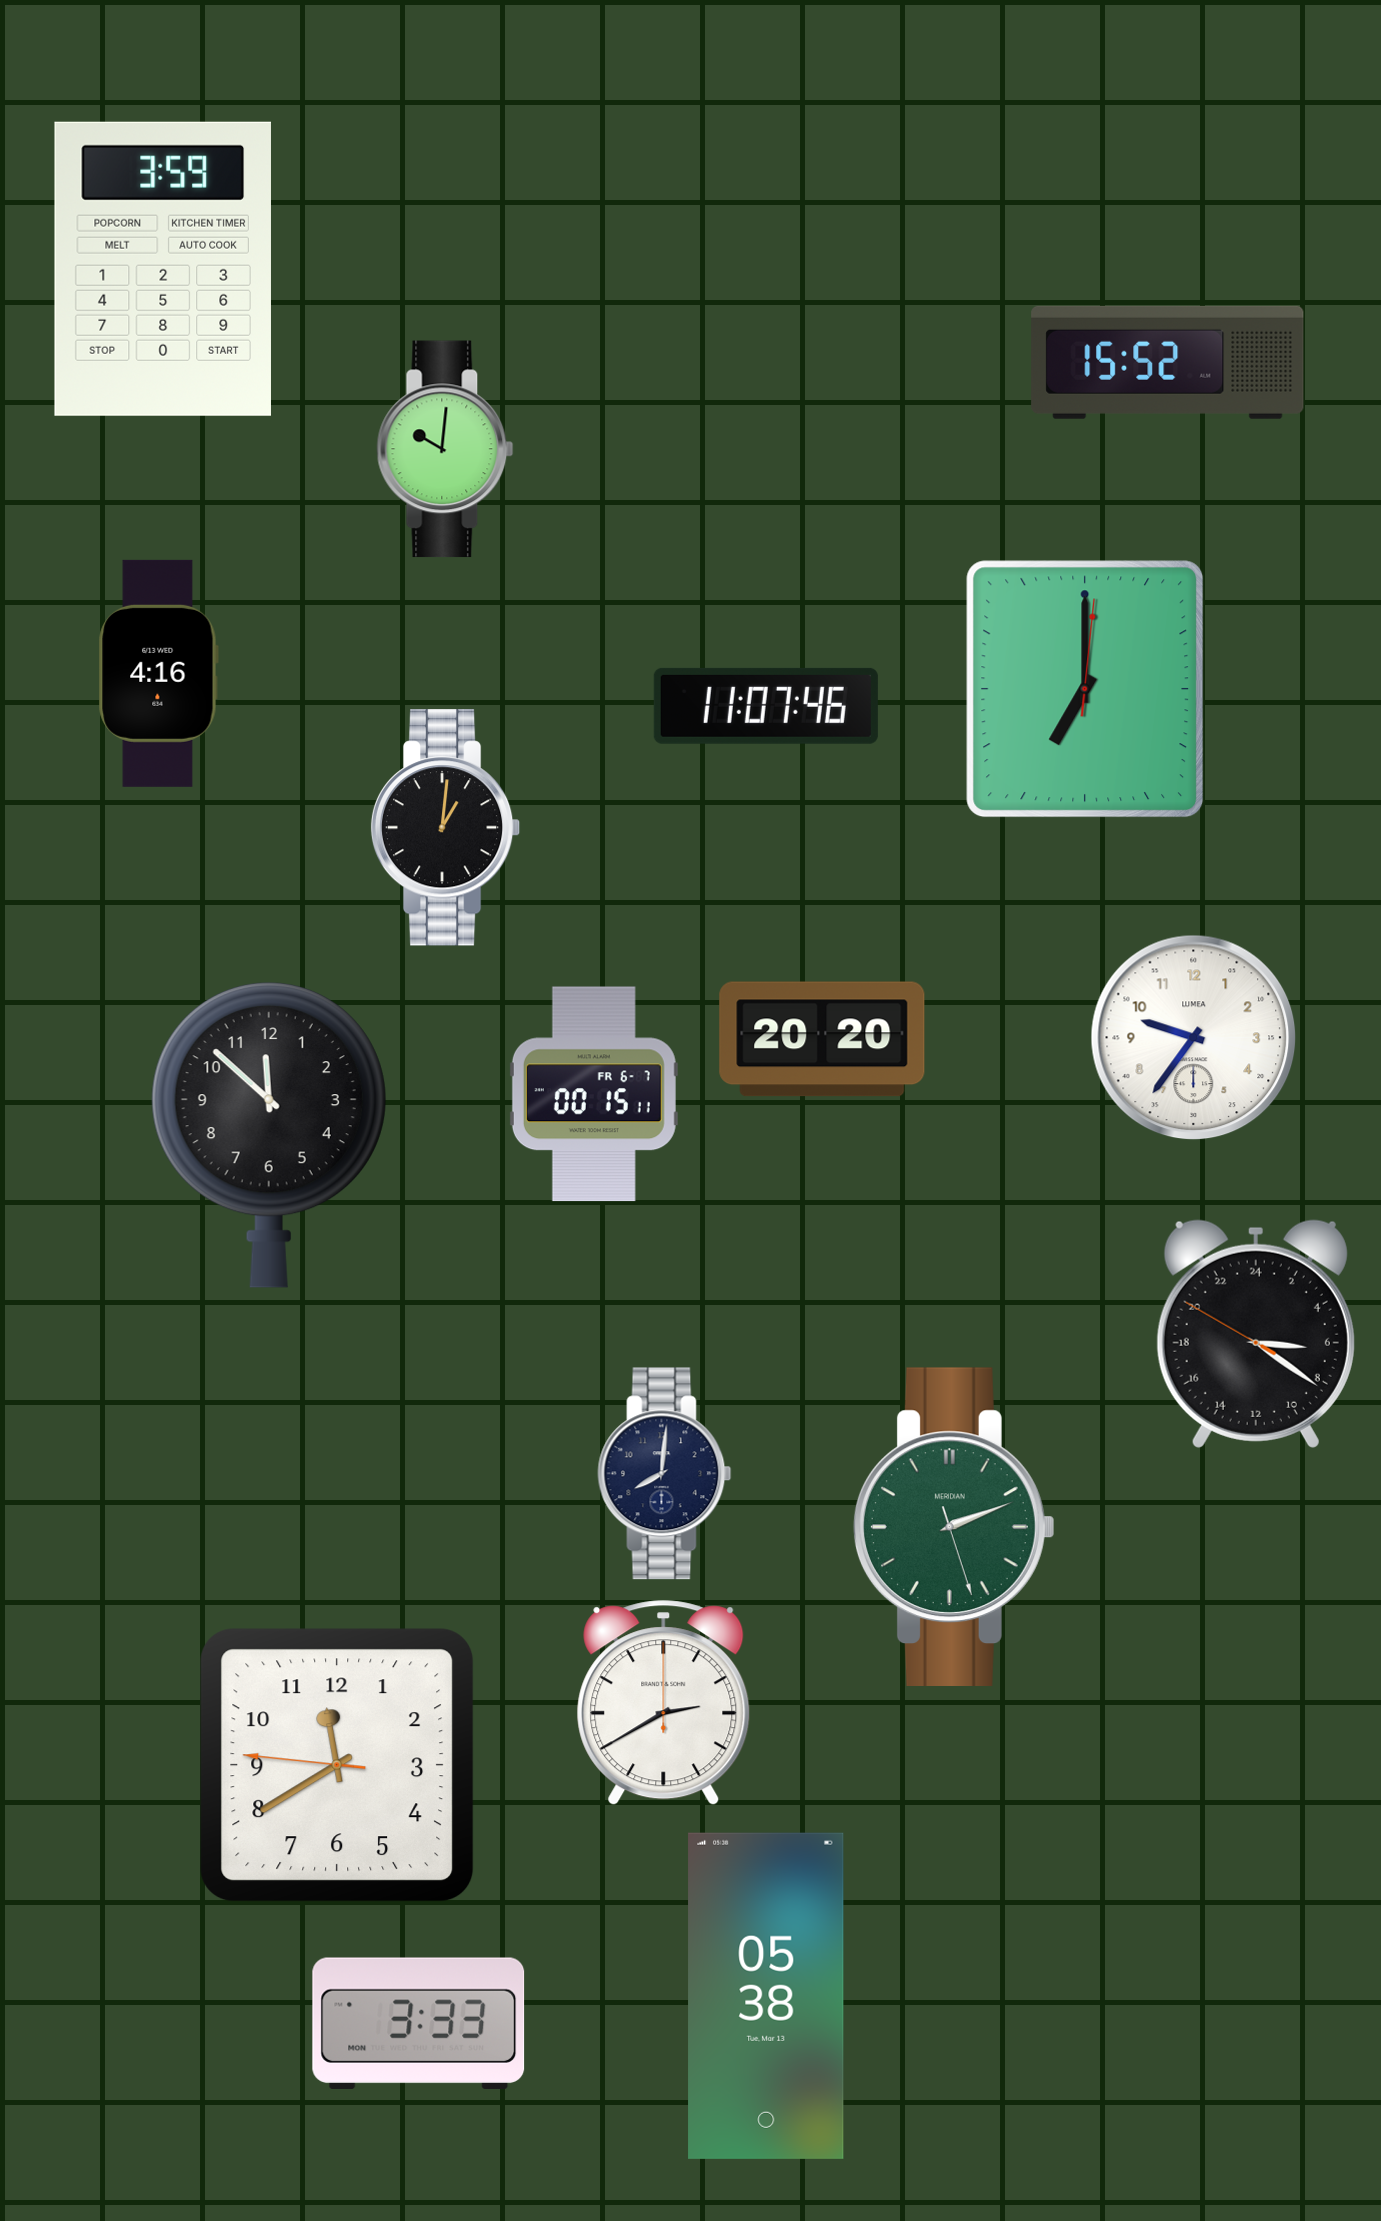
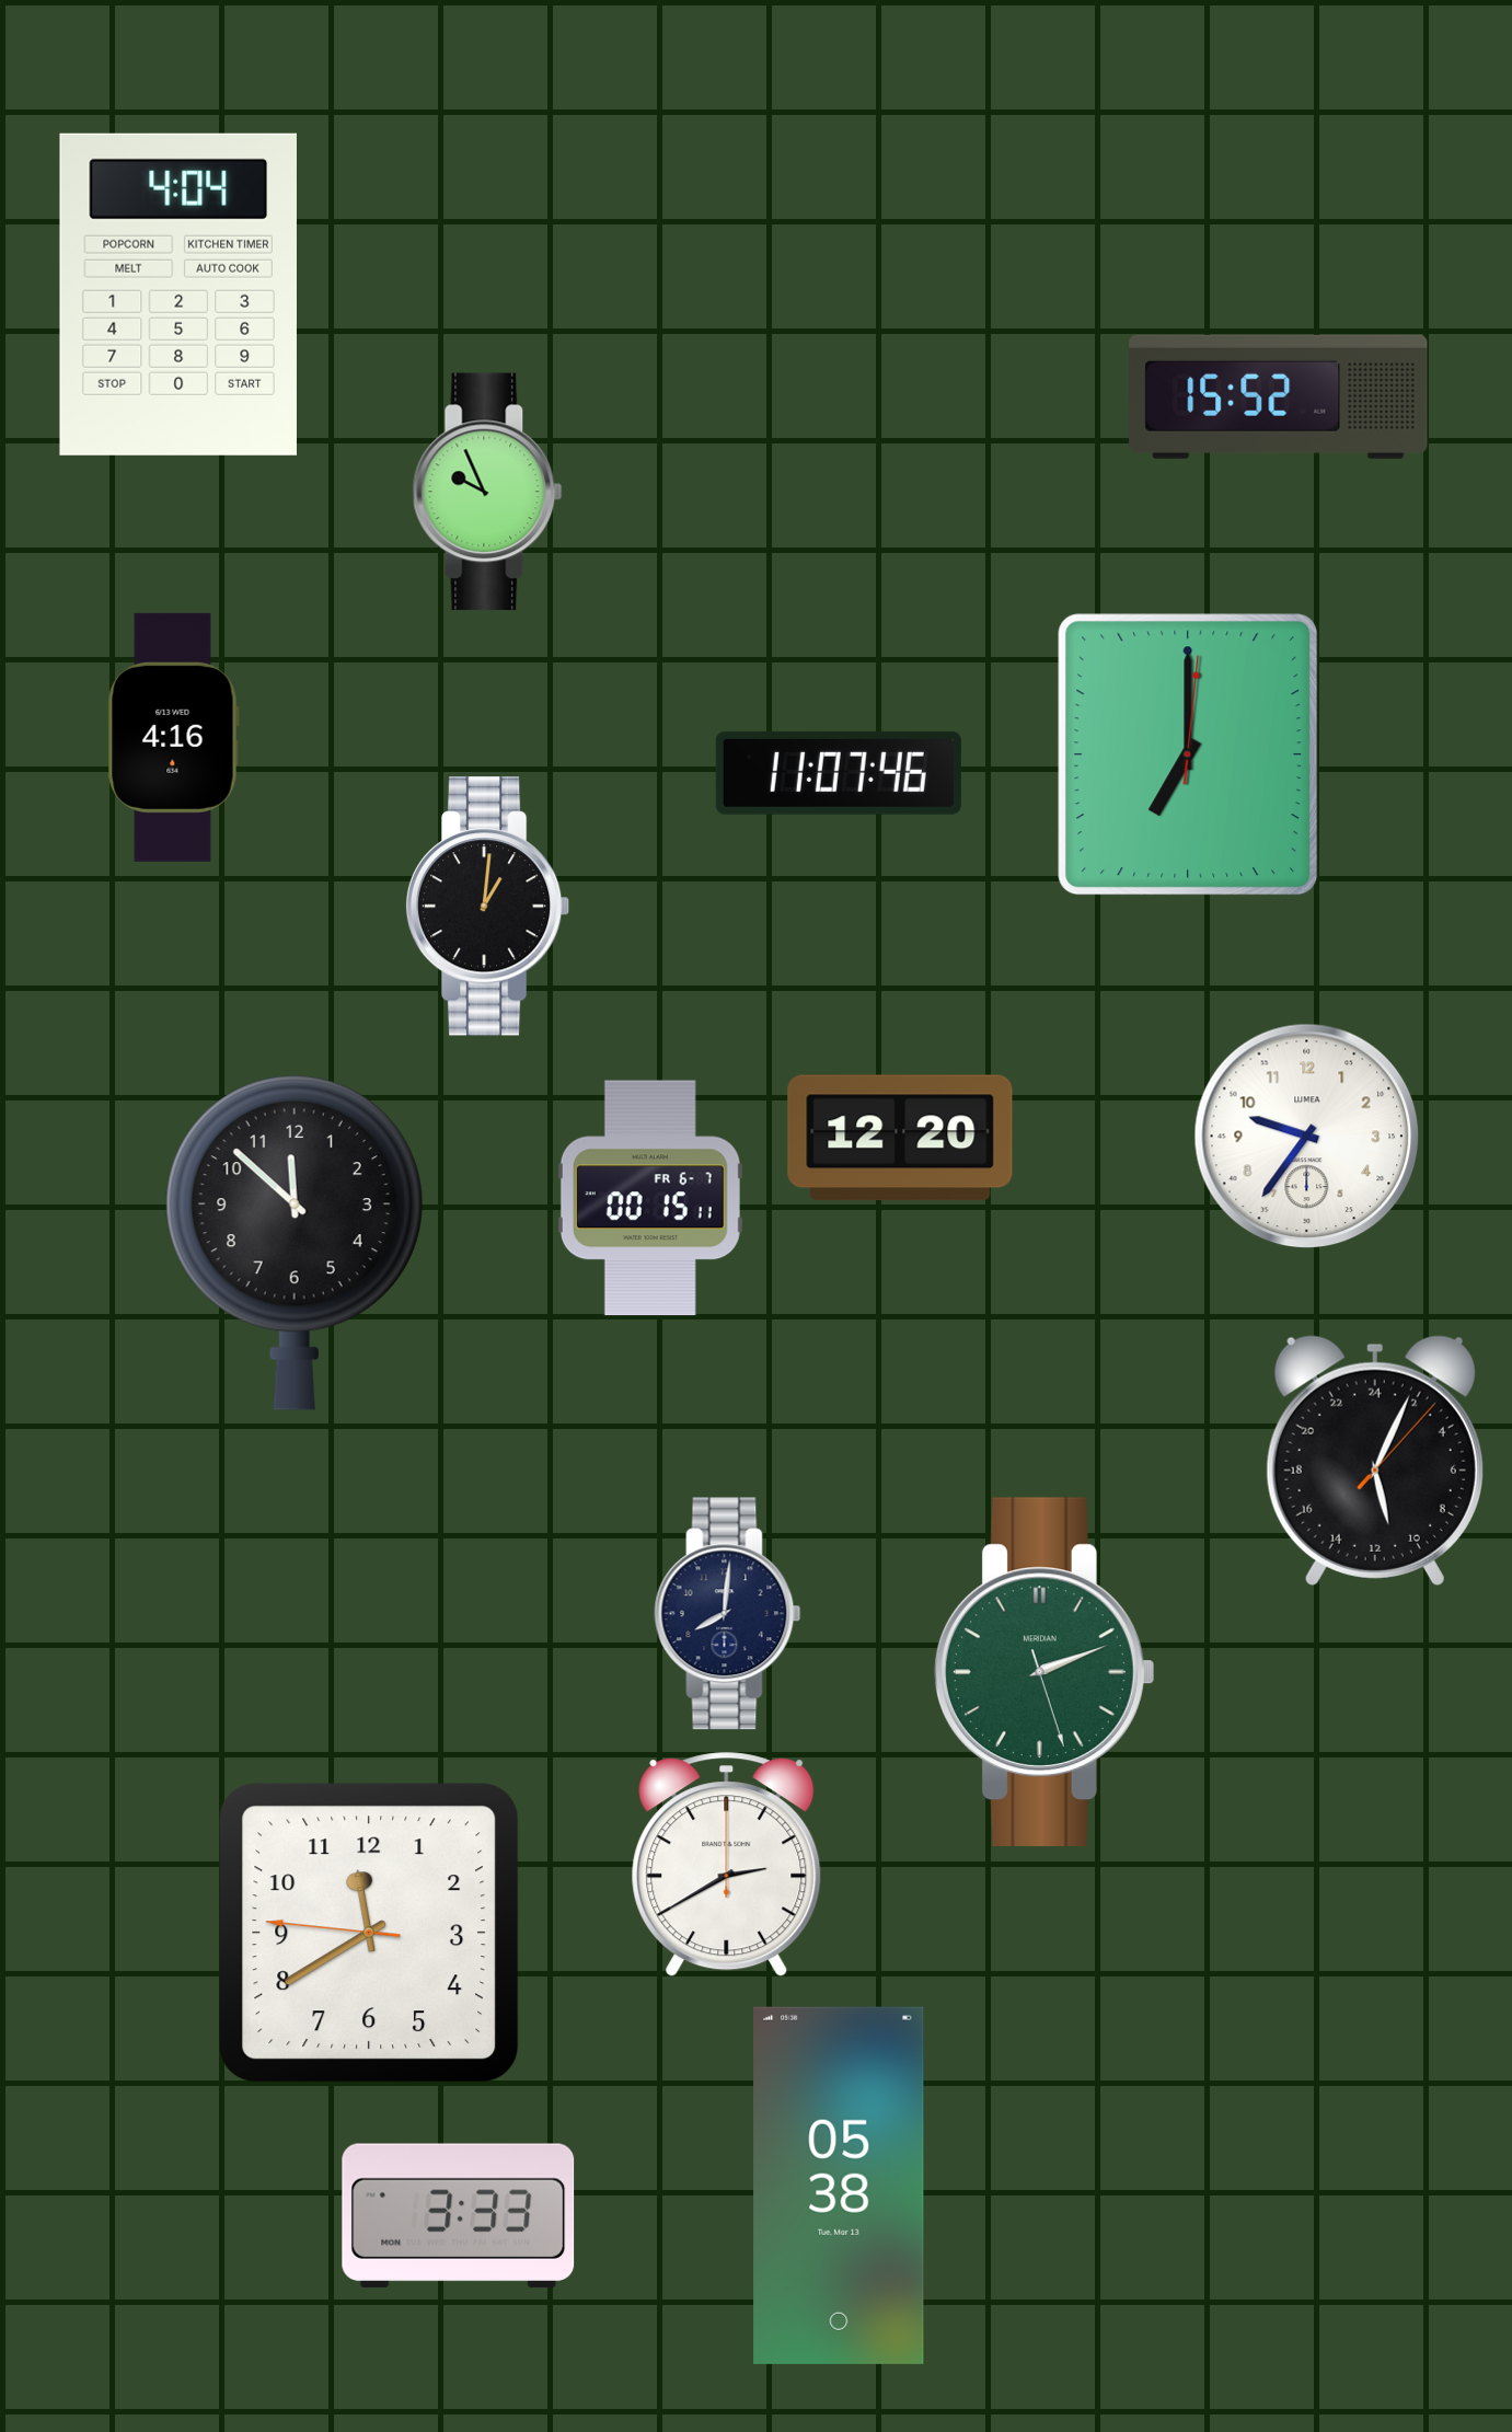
clock at (163, 269): 3:59 -> 4:04
clock at (445, 449): 10:01 -> 9:56
clock at (822, 1039): 20:20 -> 12:20
clock at (1256, 1334): 6:20 -> 11:04
